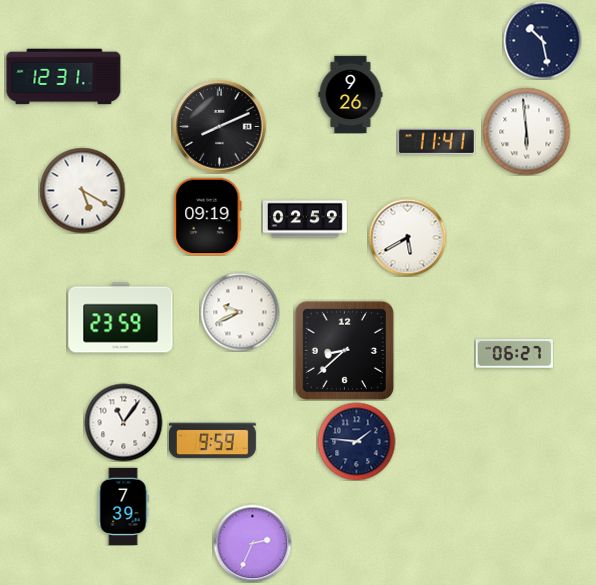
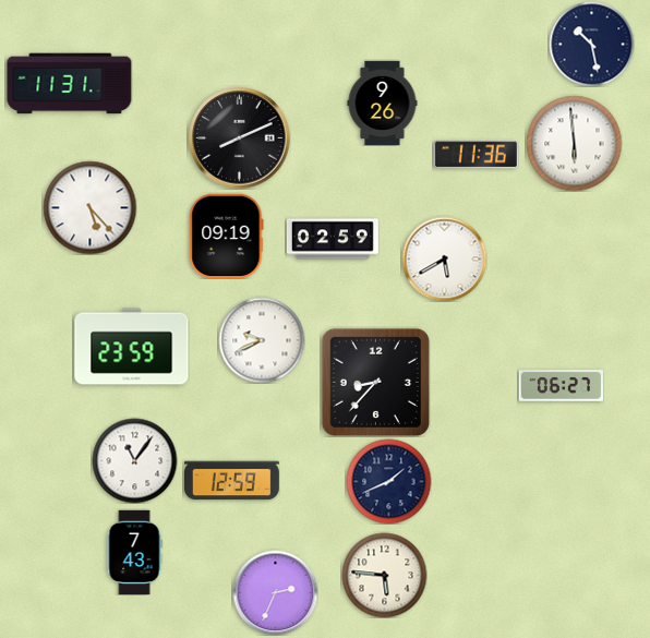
clock at (64, 77): 12:31 -> 11:31
clock at (436, 142): 11:41 -> 11:36
clock at (82, 190): 5:20 -> 5:23
clock at (344, 350): 8:38 -> 8:37
clock at (213, 441): 9:59 -> 12:59
clock at (356, 441): 1:46 -> 1:41
clock at (123, 506): 7:39 -> 7:43
clock at (384, 575): none -> 5:46
